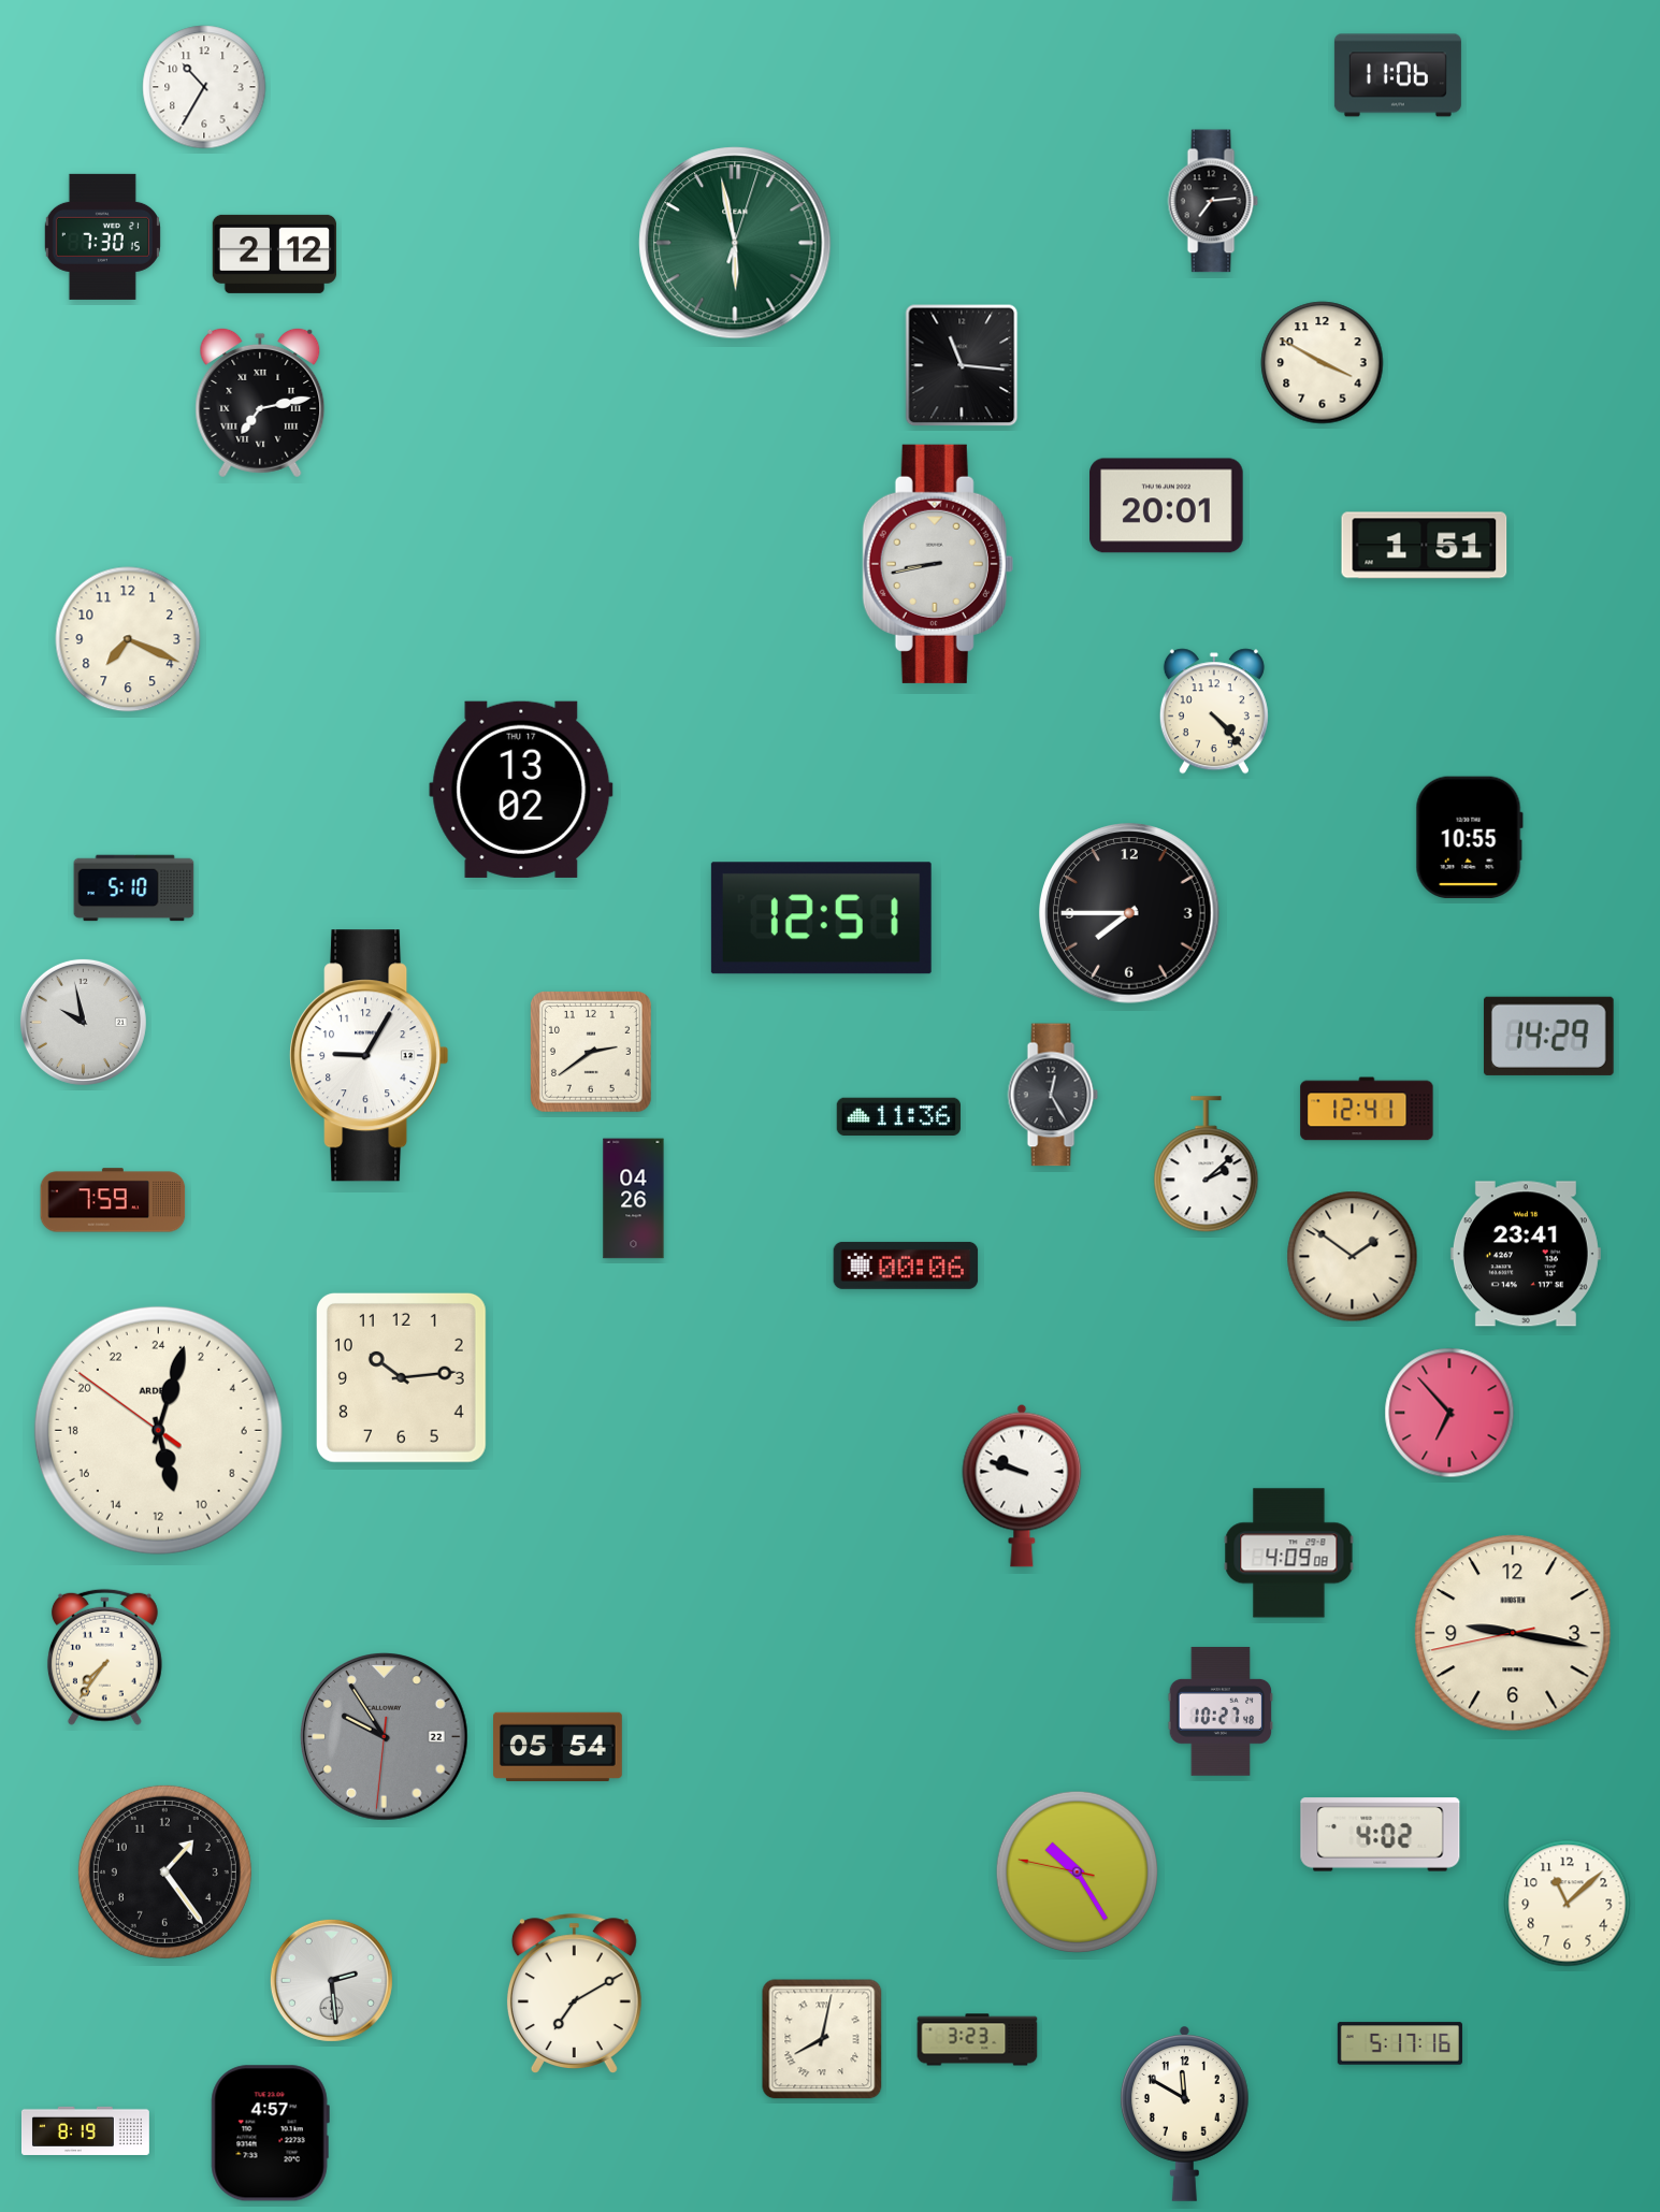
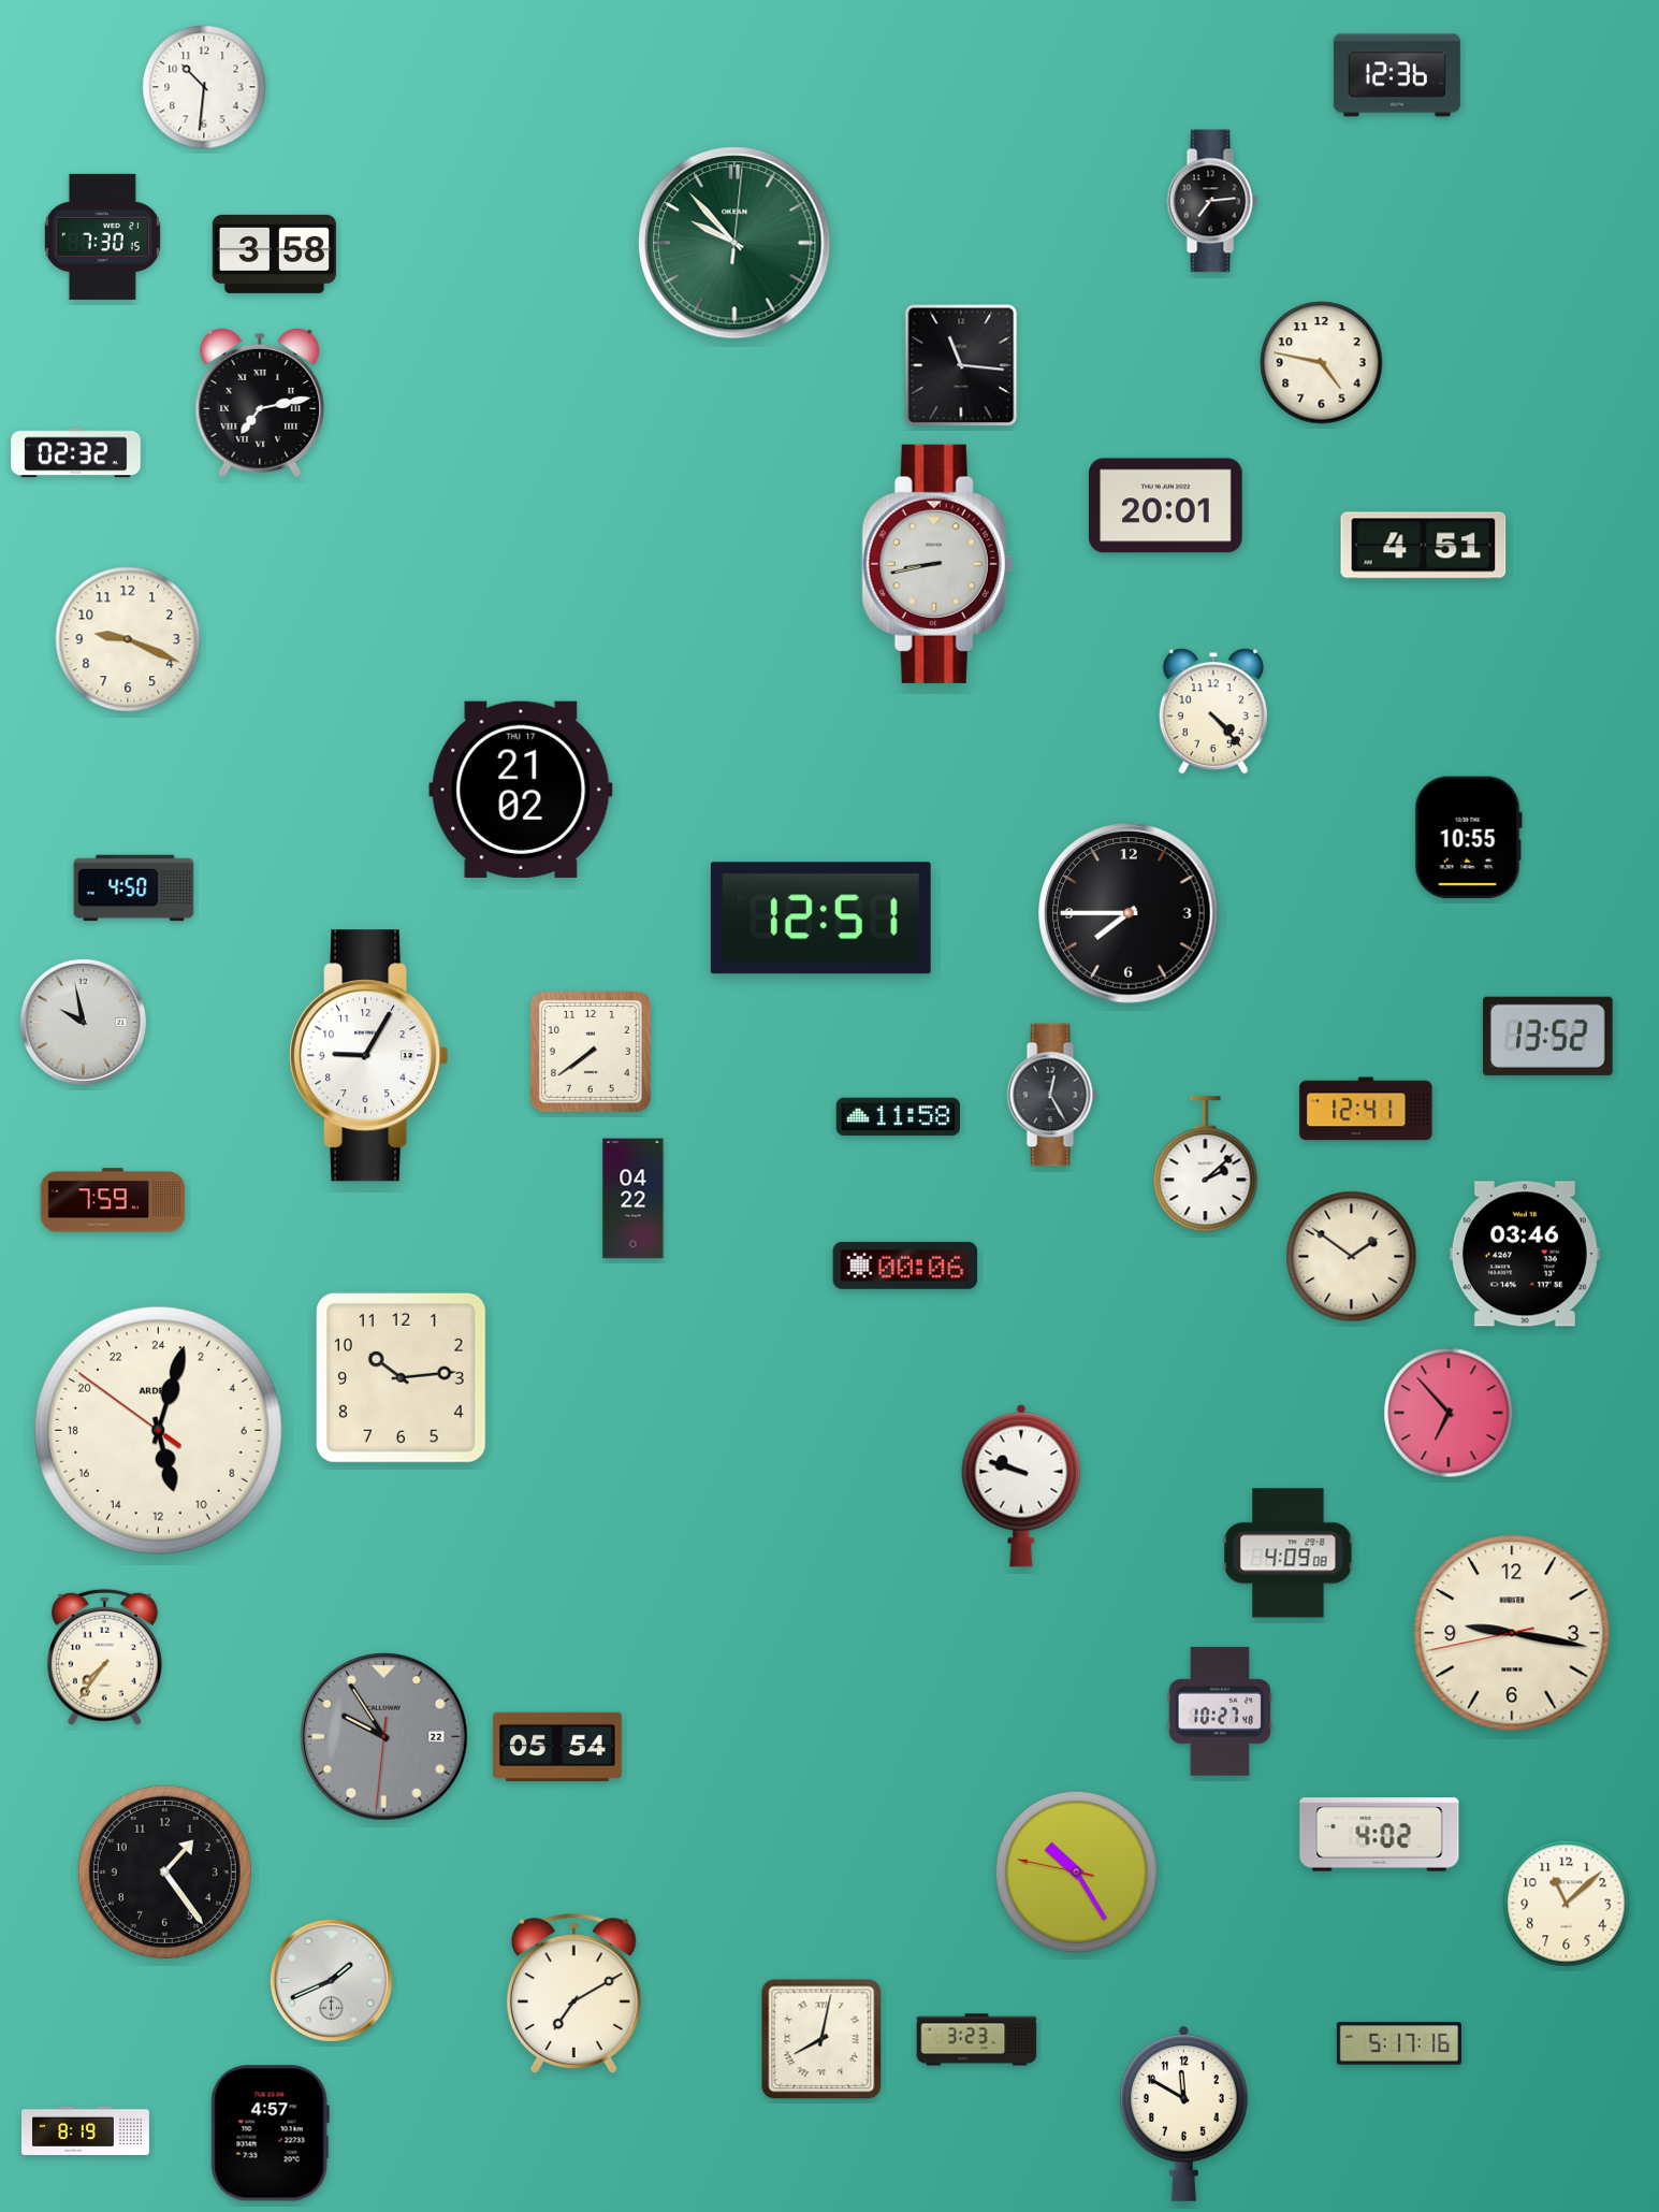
clock at (1398, 75): 11:06 -> 12:36
clock at (204, 87): 10:35 -> 10:31
clock at (735, 243): 5:58 -> 9:53
clock at (274, 254): 2:12 -> 3:58
clock at (1323, 363): 3:50 -> 4:47
clock at (76, 453): none -> 02:32
clock at (1425, 546): 1:51 -> 4:51
clock at (128, 639): 7:19 -> 9:19
clock at (521, 790): 13:02 -> 21:02
clock at (134, 888): 5:10 -> 4:50
clock at (1548, 1036): 14:29 -> 13:52
clock at (592, 1053): 2:39 -> 7:39
clock at (898, 1116): 11:36 -> 11:58
clock at (634, 1199): 04:26 -> 04:22
clock at (1526, 1254): 23:41 -> 03:46
clock at (331, 1980): 2:29 -> 1:41
